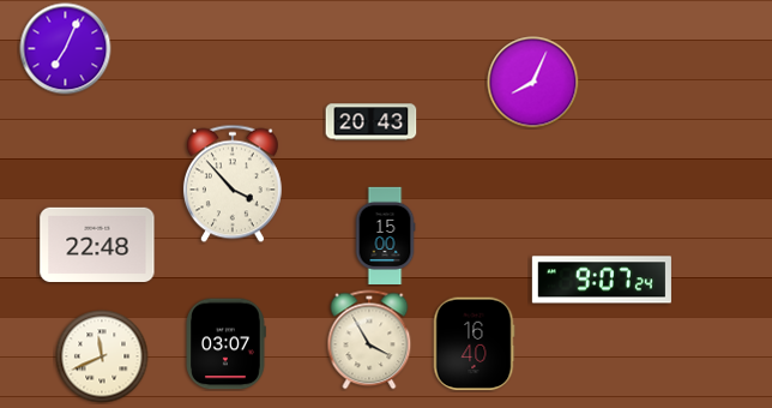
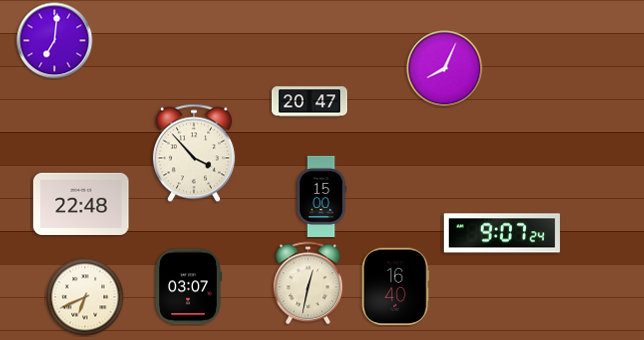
clock at (66, 49): 7:04 -> 7:01
clock at (372, 122): 20:43 -> 20:47
clock at (369, 340): 3:55 -> 12:32
clock at (102, 356): 11:41 -> 6:41
